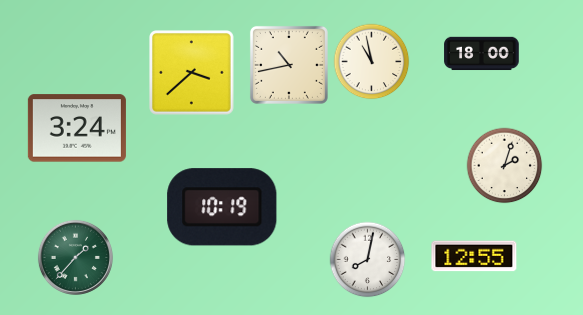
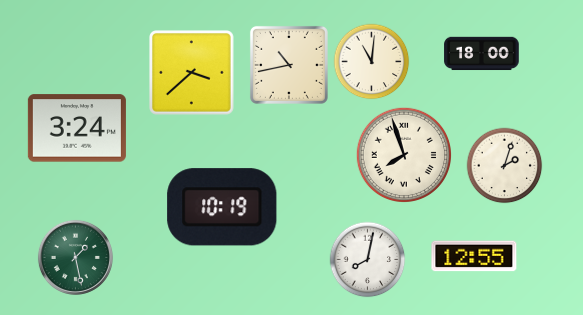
clock at (372, 62): 10:58 -> 11:01
clock at (403, 154): none -> 7:57
clock at (75, 257): 1:37 -> 1:28
